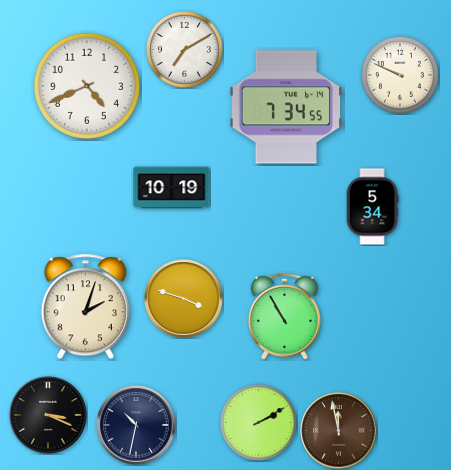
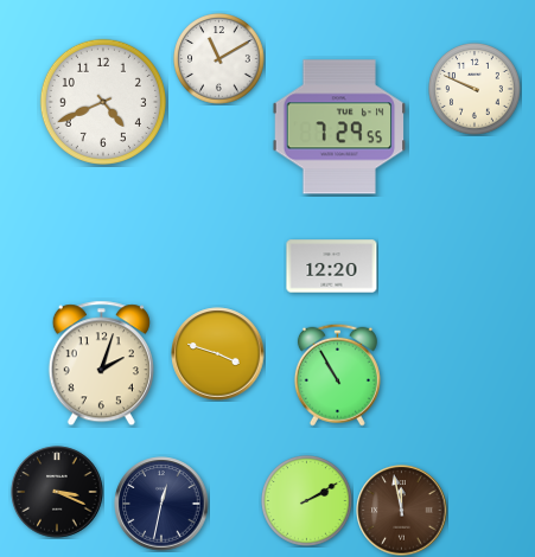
clock at (185, 50): 7:10 -> 11:10
clock at (286, 107): 7:34 -> 7:29
clock at (172, 188): 10:19 -> none
clock at (372, 207): 5:34 -> none
clock at (332, 267): none -> 12:20
clock at (136, 425): 10:32 -> 12:32
